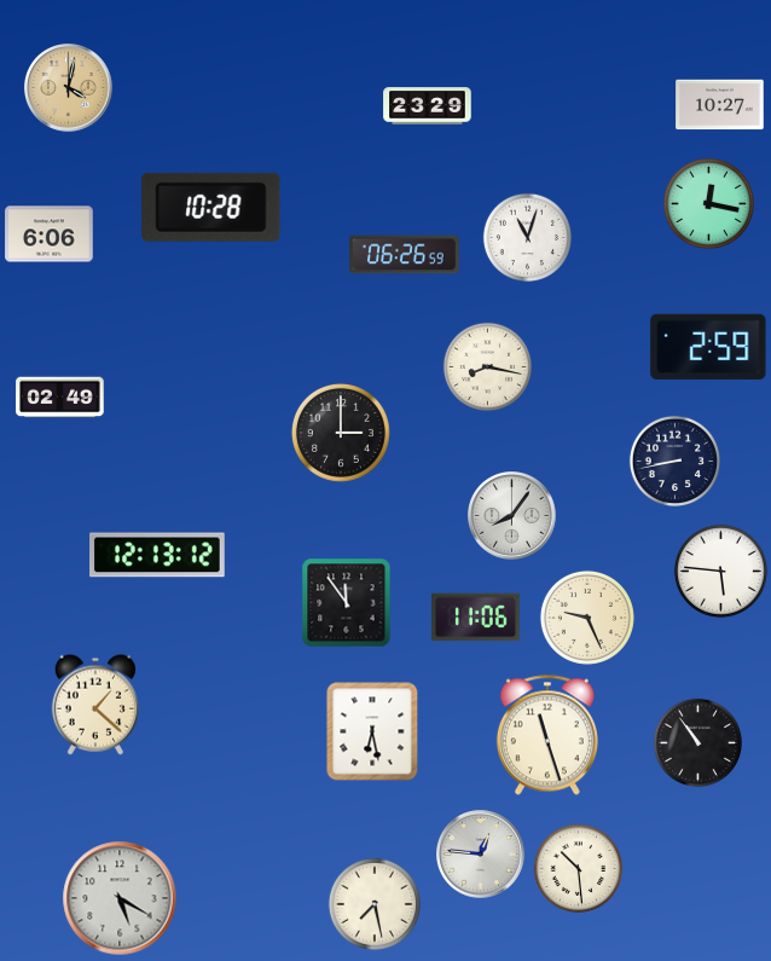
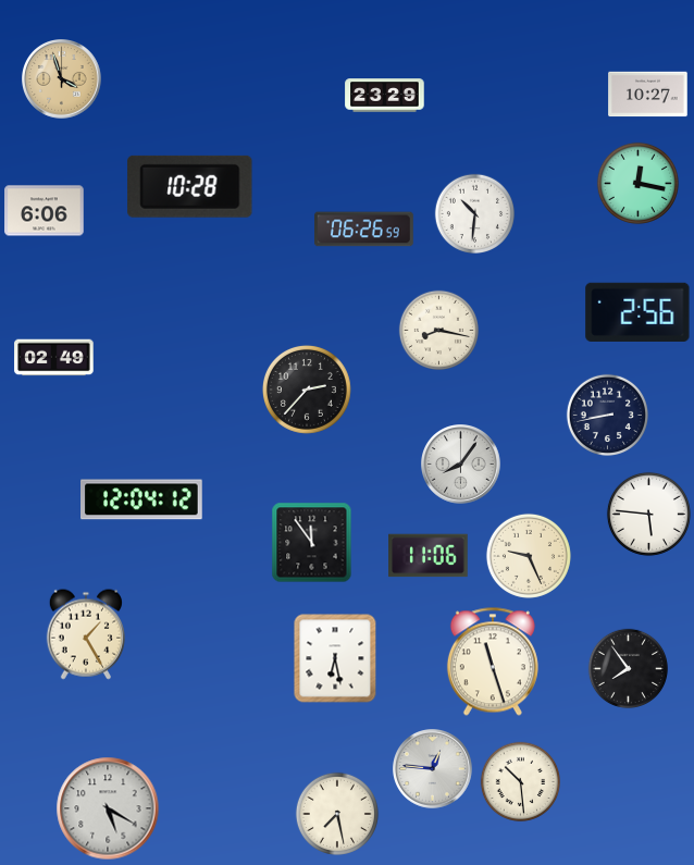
clock at (69, 88): 4:02 -> 3:57
clock at (528, 238): 11:03 -> 10:31
clock at (708, 347): 2:59 -> 2:56
clock at (341, 433): 3:00 -> 2:37
clock at (158, 555): 12:13 -> 12:04
clock at (95, 705): 1:22 -> 1:25
clock at (698, 743): 10:54 -> 7:54
